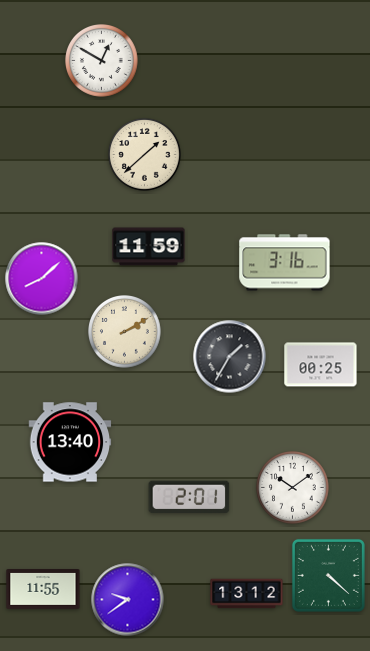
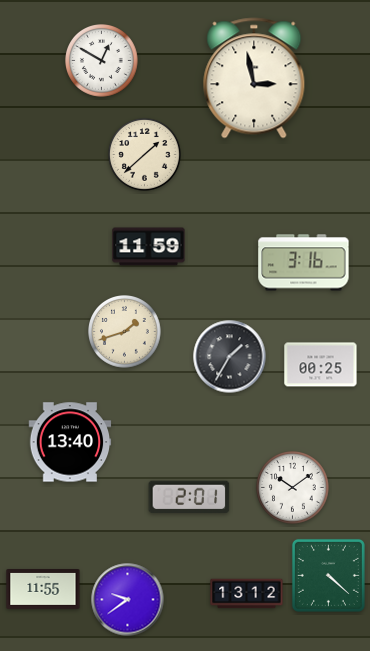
clock at (254, 78): none -> 2:58
clock at (285, 263) position: (285, 263) -> (304, 263)
clock at (42, 279): 8:08 -> none
clock at (125, 332): 2:10 -> 1:42
